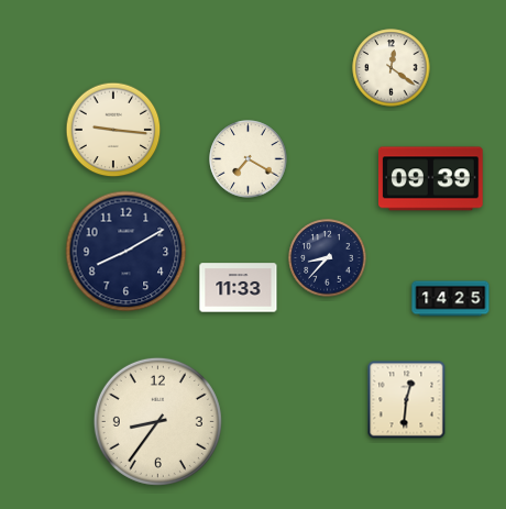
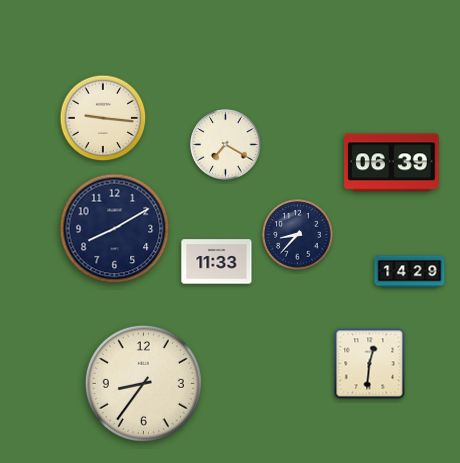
clock at (392, 68): 12:21 -> none
clock at (431, 179): 09:39 -> 06:39
clock at (451, 299): 14:25 -> 14:29
